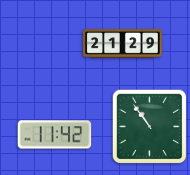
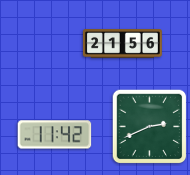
clock at (122, 44): 21:29 -> 21:56
clock at (150, 127): 10:54 -> 2:41
